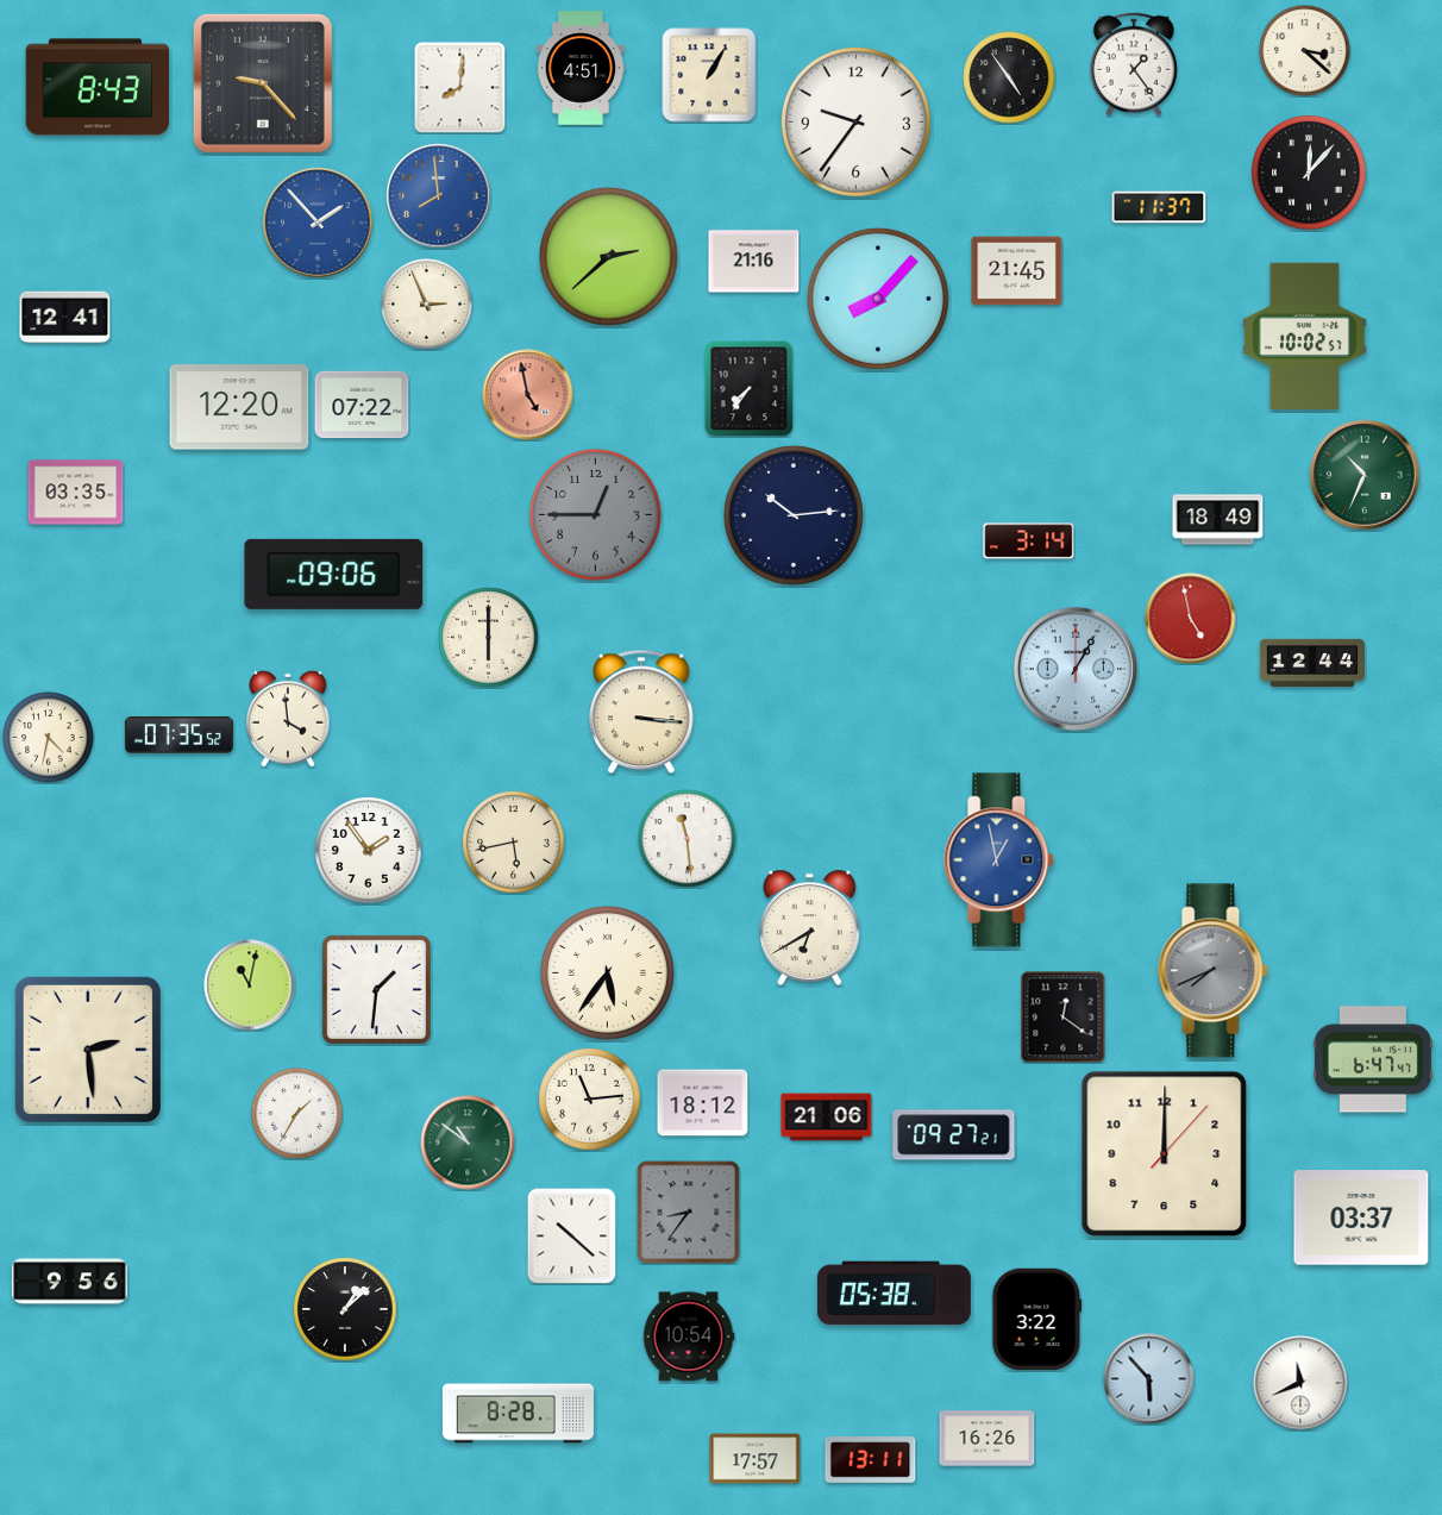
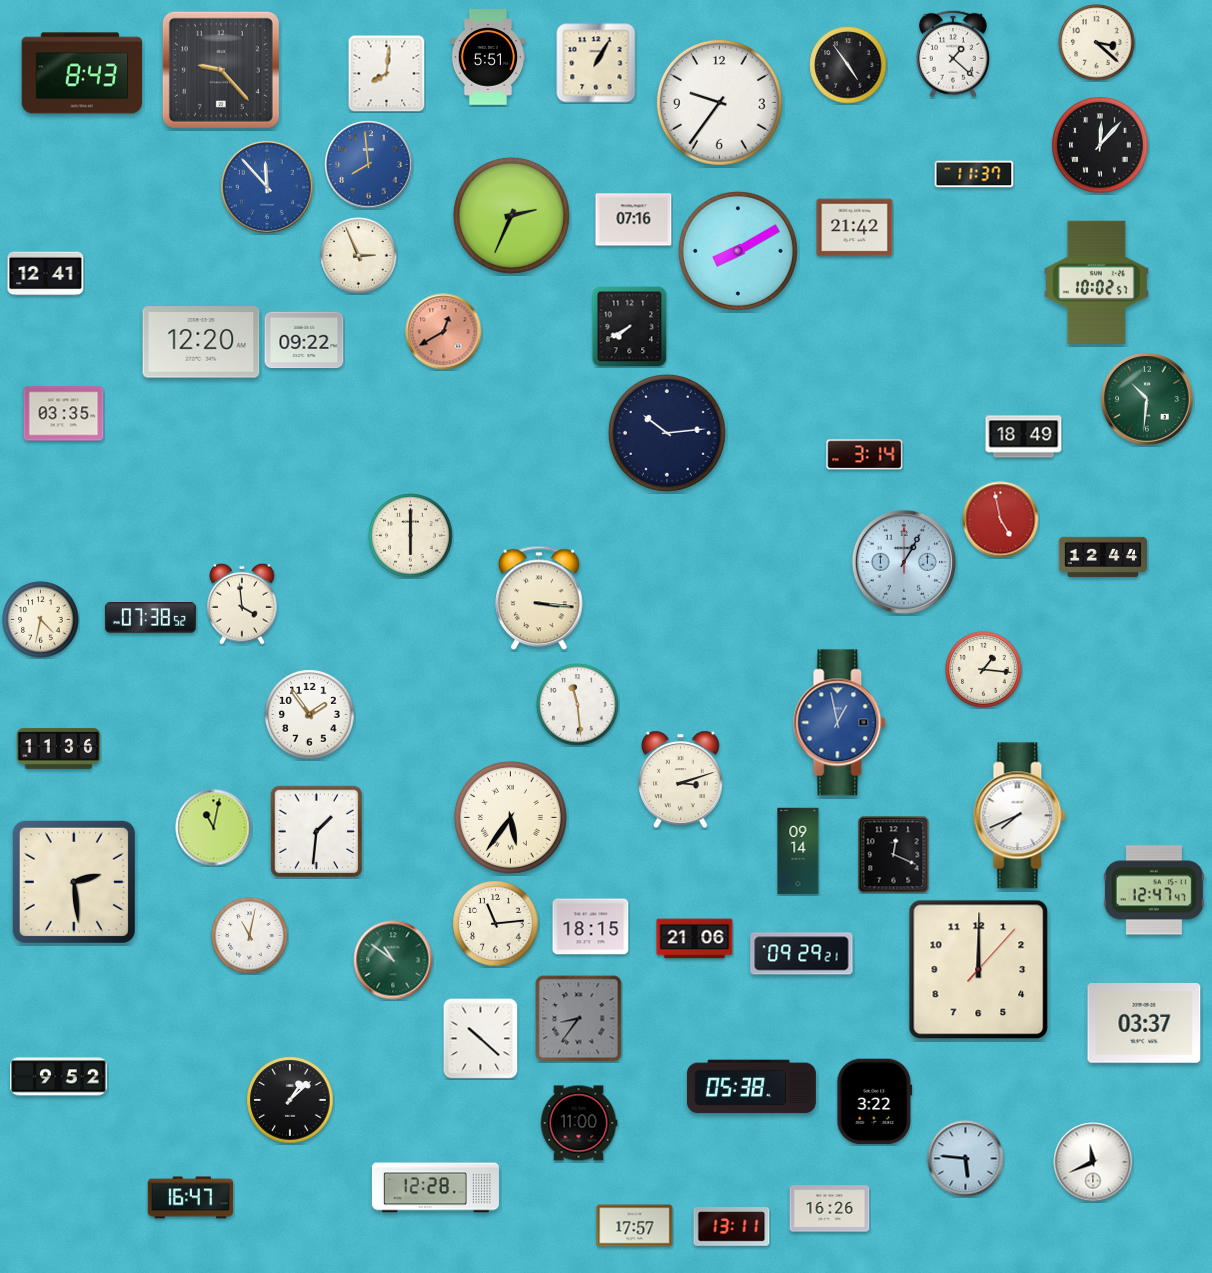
clock at (1134, 64): 1:24 -> 1:22
clock at (581, 68): 4:51 -> 5:51
clock at (318, 223): 1:53 -> 11:53
clock at (608, 256): 2:38 -> 2:34
clock at (754, 262): 21:16 -> 07:16
clock at (1017, 271): 21:45 -> 21:42
clock at (878, 299): 8:07 -> 8:10
clock at (65, 318) position: (65, 318) -> (46, 274)
clock at (750, 388): 7:36 -> 7:40
clock at (528, 395): 4:58 -> 12:40
clock at (362, 405): 07:22 -> 09:22
clock at (1365, 475): 10:34 -> 10:31
clock at (595, 514): 12:45 -> none
clock at (334, 574): 09:06 -> none
clock at (178, 735): 07:35 -> 07:38
clock at (984, 670): none -> 1:16
clock at (514, 843): 5:43 -> none
clock at (59, 748): none -> 11:36
clock at (810, 927): 6:40 -> 3:12
clock at (1214, 971) dial: grey -> white
clock at (250, 985) position: (250, 985) -> (214, 828)
clock at (798, 851): none -> 09:14
clock at (1064, 1018): 12:21 -> 12:19
clock at (1373, 1059): 6:47 -> 12:47
clock at (703, 1103): 18:12 -> 18:15
clock at (297, 1114): 1:35 -> 11:02
clock at (954, 1135): 09:27 -> 09:29
clock at (70, 1282): 9:56 -> 9:52
clock at (1037, 1320) position: (1037, 1320) -> (875, 1102)
clock at (689, 1336): 10:54 -> 11:00
clock at (1149, 1379): 5:53 -> 5:46
clock at (518, 1414): 8:28 -> 12:28
clock at (191, 1198): none -> 16:47
